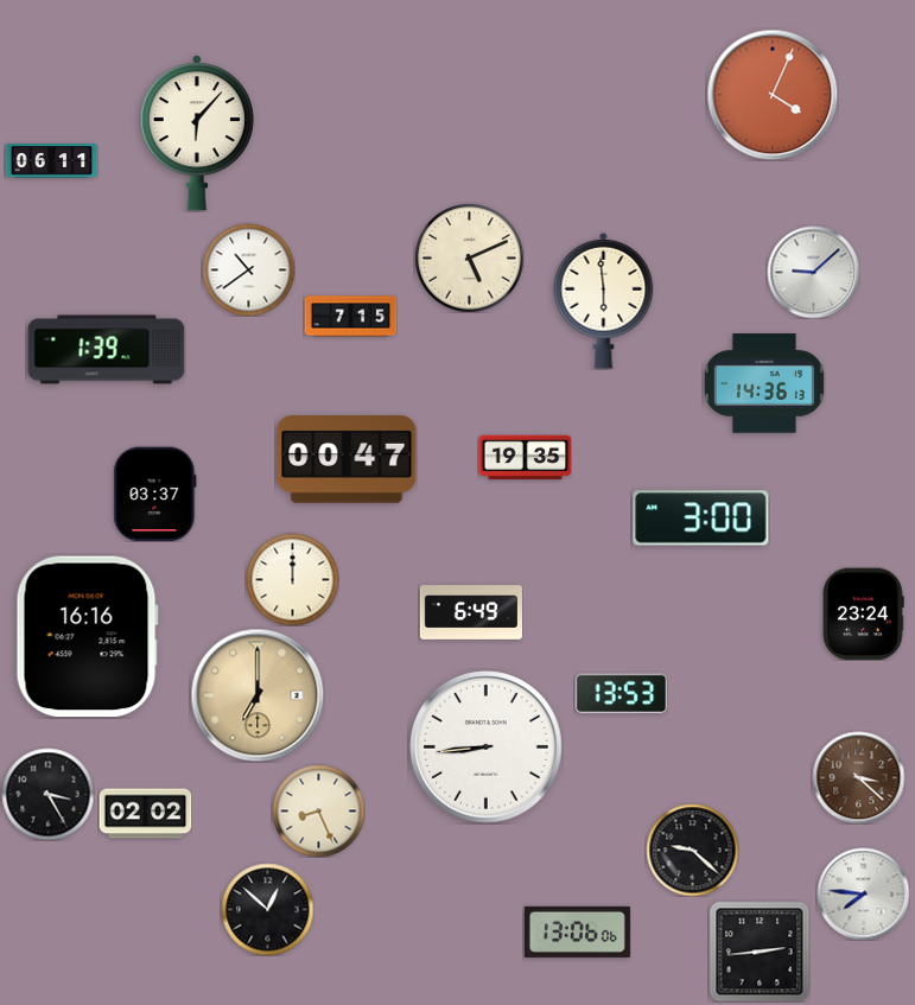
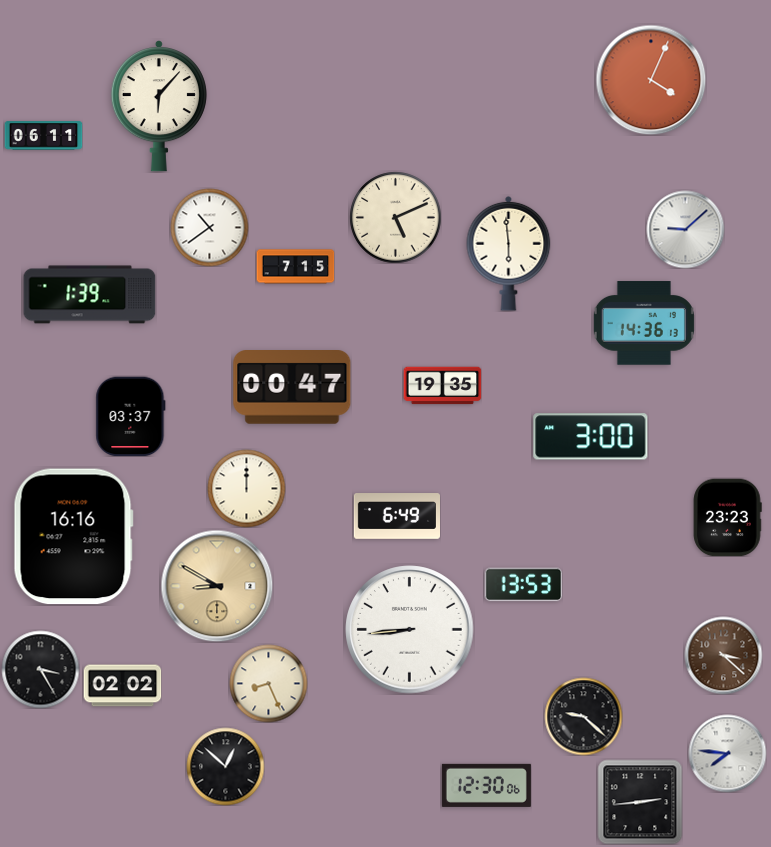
clock at (197, 134) position: (197, 134) -> (159, 107)
clock at (864, 613): 23:24 -> 23:23
clock at (258, 695): 7:00 -> 8:50
clock at (577, 931): 13:06 -> 12:30
